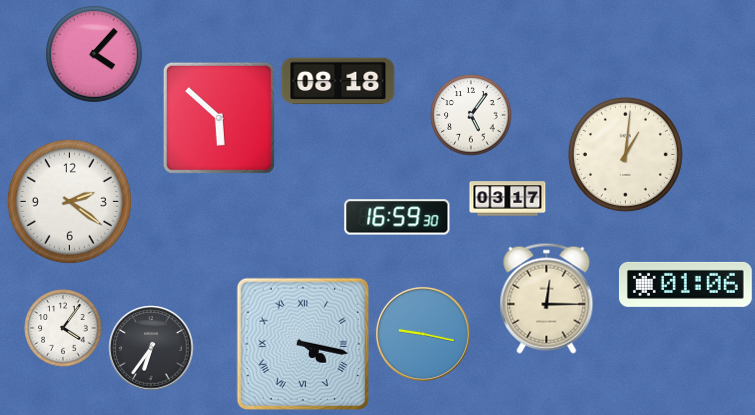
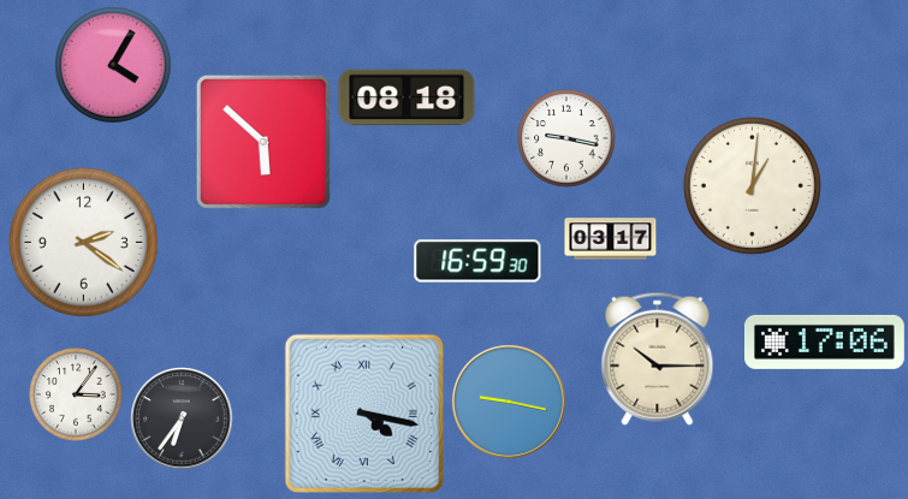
clock at (94, 54): 4:07 -> 4:05
clock at (471, 115): 5:06 -> 9:17
clock at (685, 284): 01:06 -> 17:06
clock at (547, 298): 12:15 -> 10:15
clock at (63, 328): 4:06 -> 3:06
